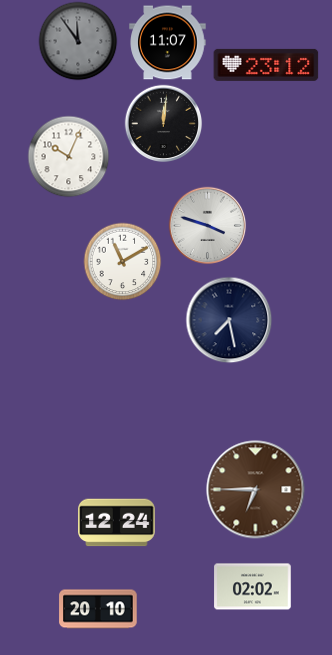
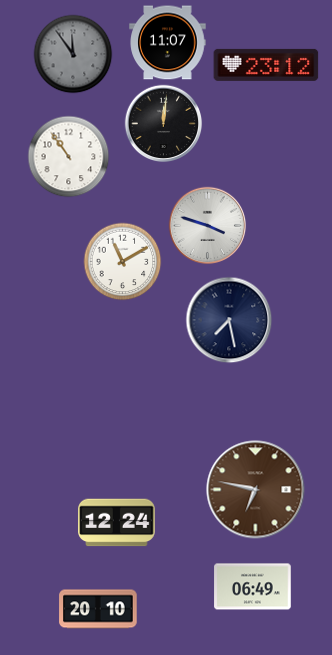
clock at (78, 41) position: (78, 41) -> (73, 54)
clock at (68, 156): 10:04 -> 10:54
clock at (256, 490): 6:45 -> 6:47
clock at (253, 587): 02:02 -> 06:49
